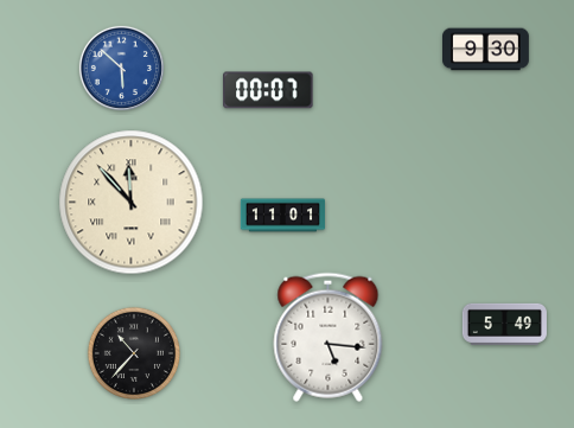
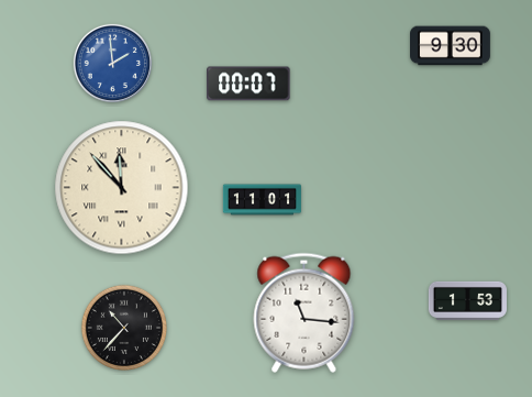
clock at (121, 68): 5:52 -> 1:59
clock at (504, 324): 5:49 -> 1:53
clock at (329, 337): 5:16 -> 11:16
